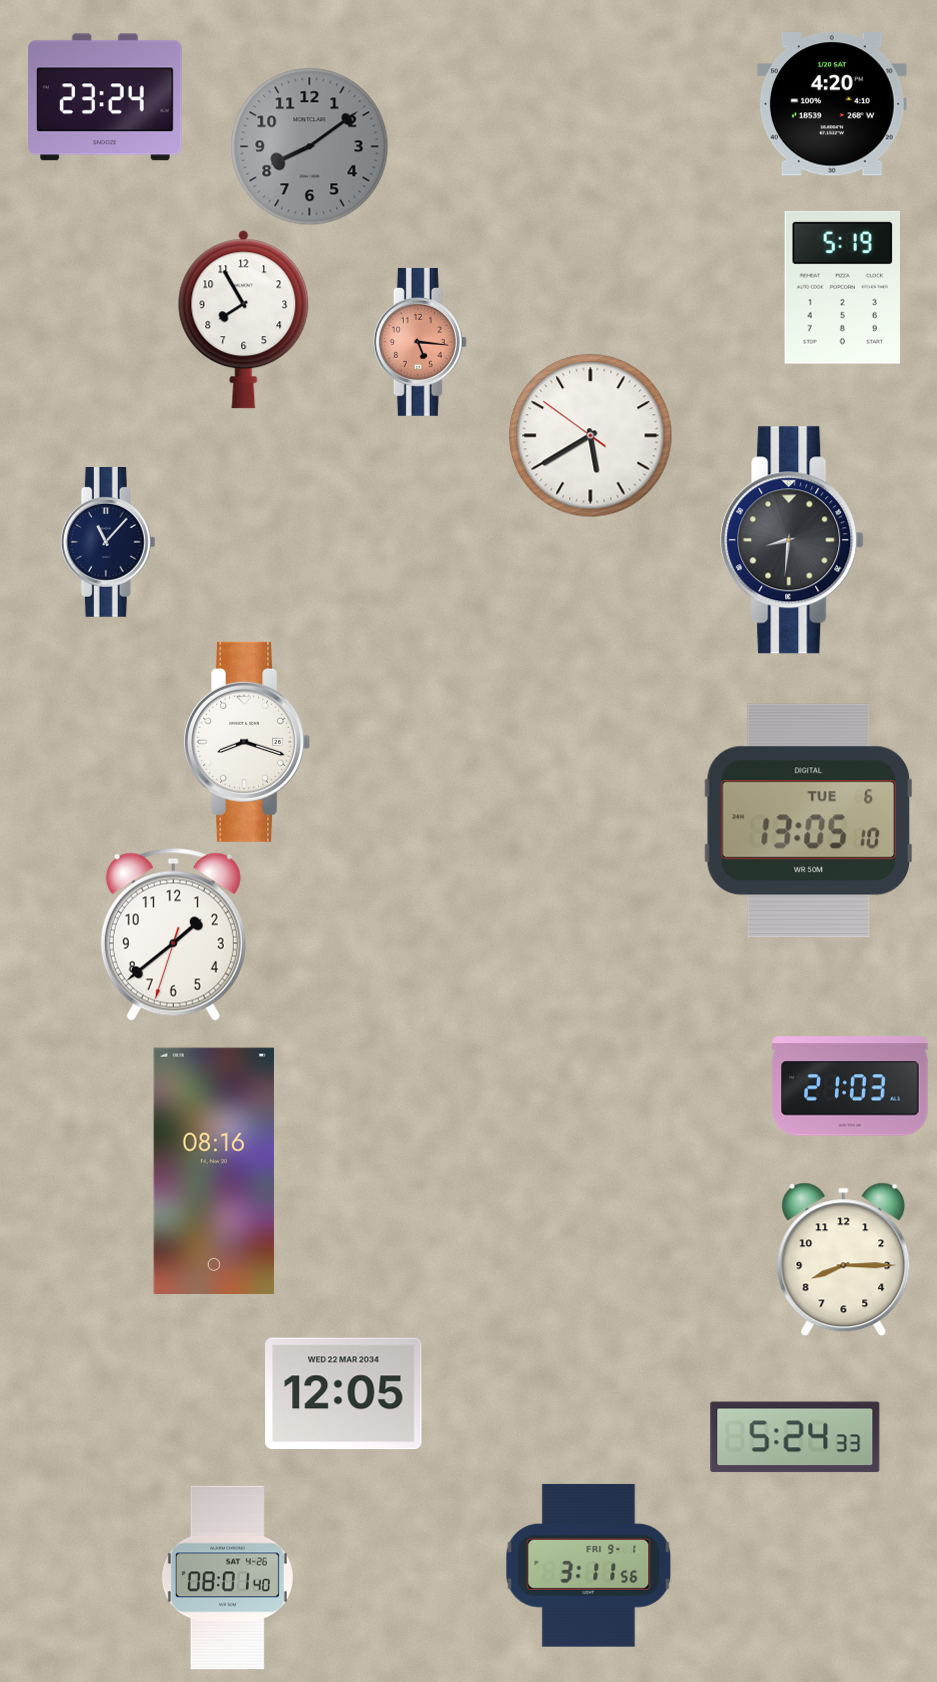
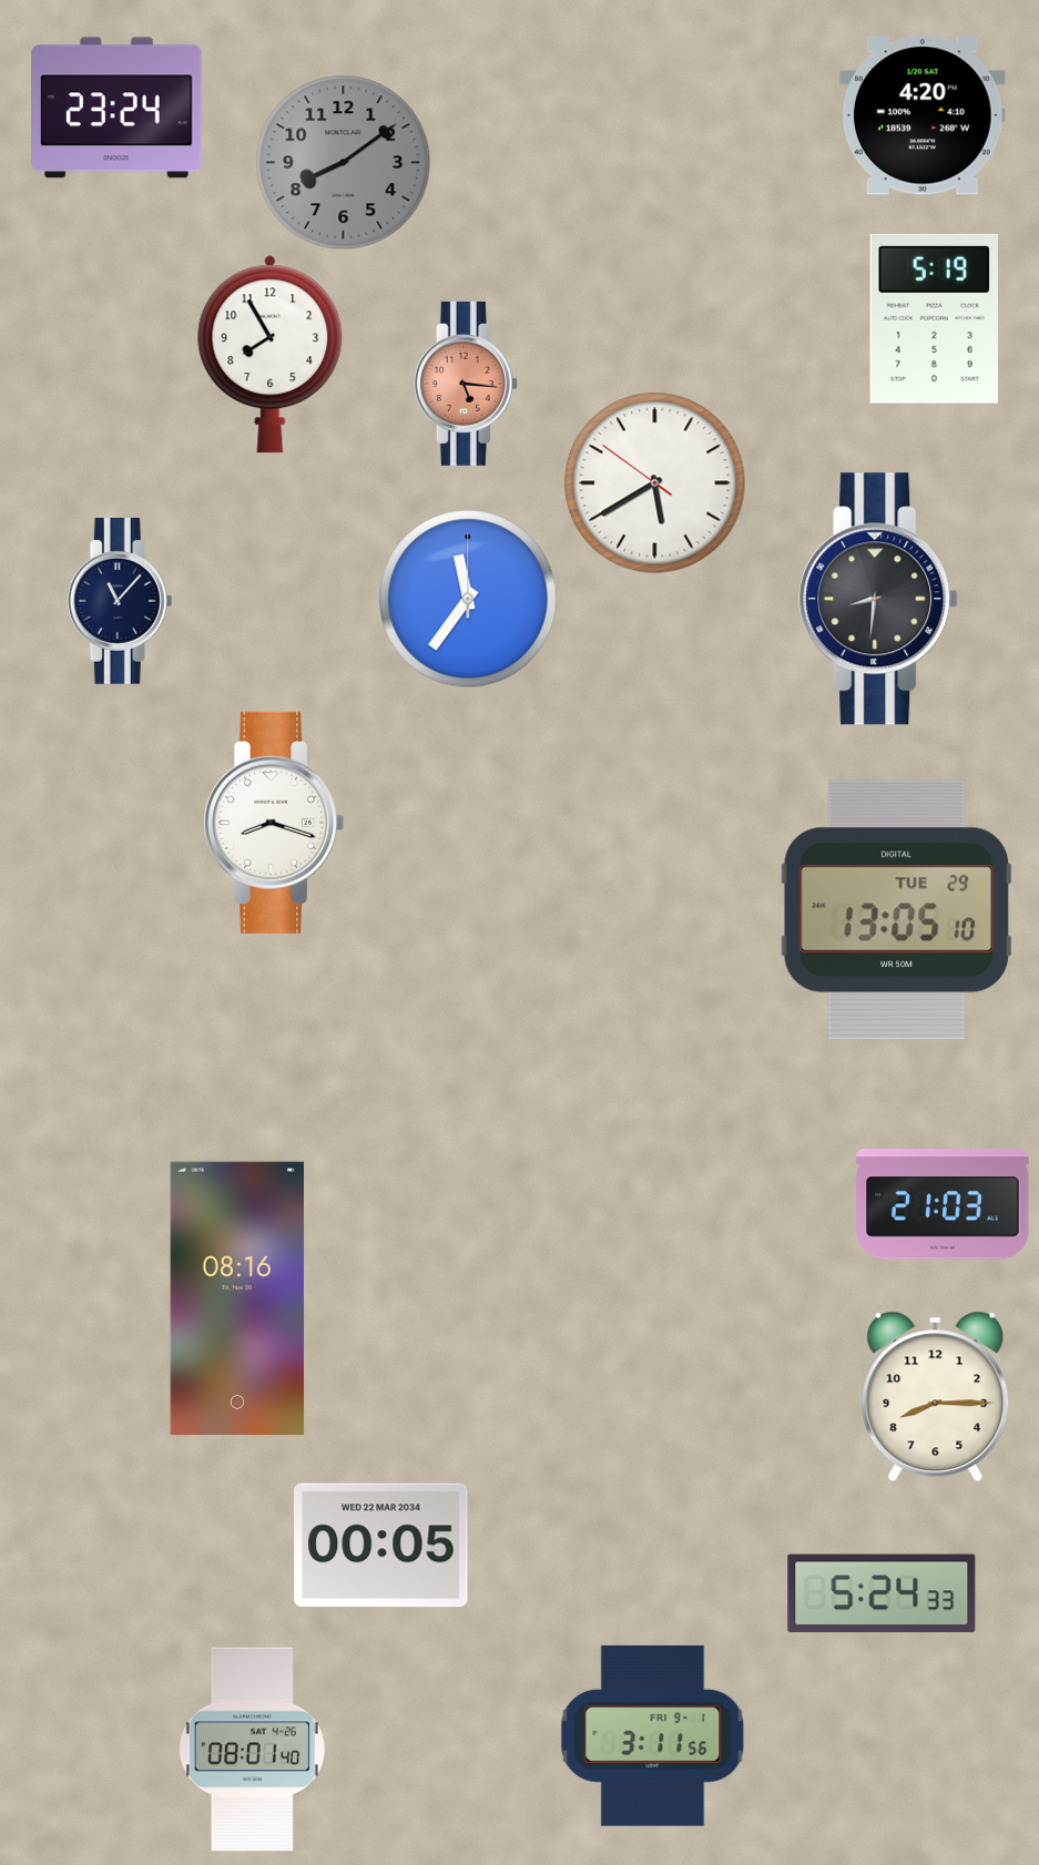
clock at (420, 342) position: (420, 342) -> (466, 384)
clock at (468, 599): none -> 11:36
clock at (808, 821) date: TUE 6 -> TUE 29
clock at (173, 934): 1:38 -> none
clock at (344, 1394): 12:05 -> 00:05
